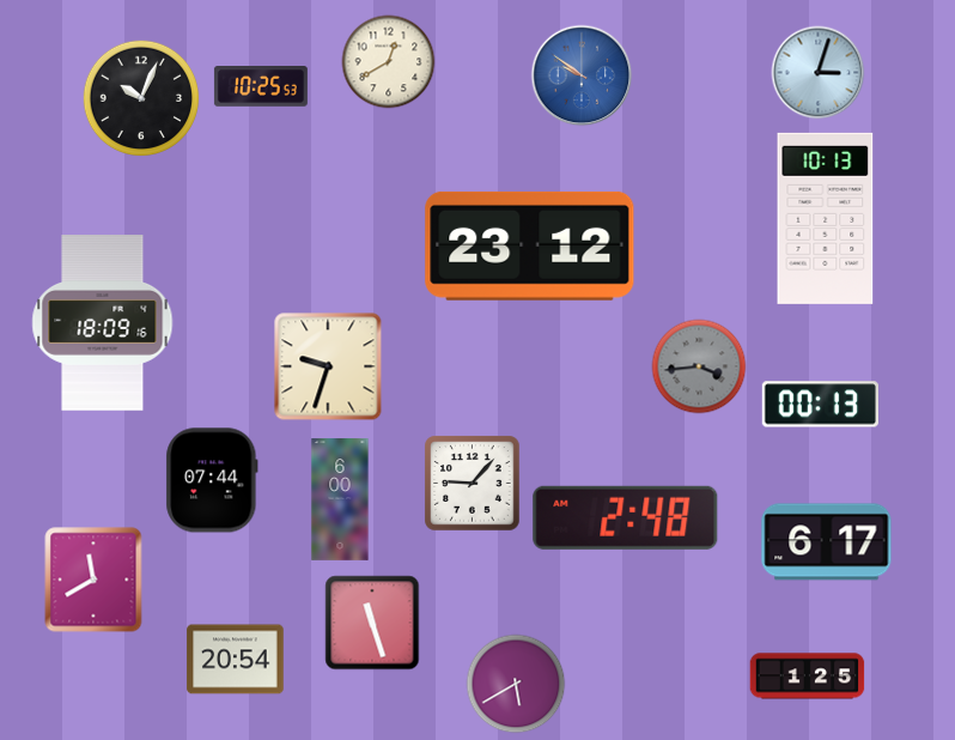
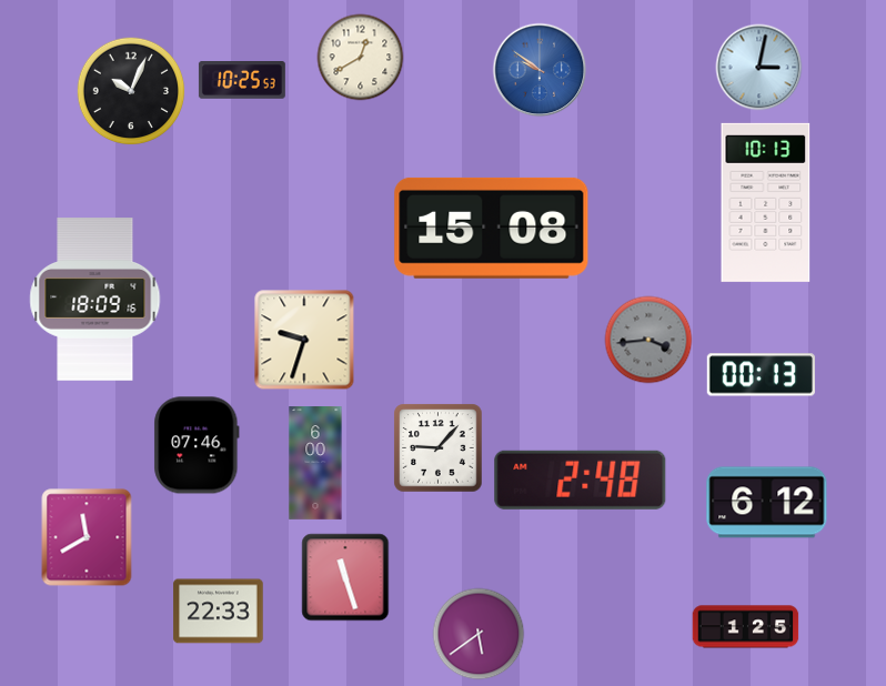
clock at (819, 73): 3:03 -> 3:02
clock at (530, 245): 23:12 -> 15:08
clock at (212, 480): 07:44 -> 07:46
clock at (827, 542): 6:17 -> 6:12
clock at (236, 660): 20:54 -> 22:33
clock at (808, 677) position: (808, 677) -> (746, 627)
clock at (516, 684): 5:40 -> 5:39
